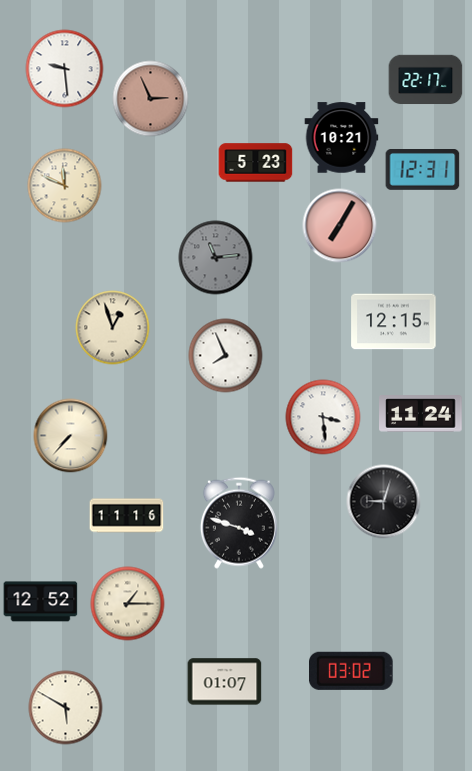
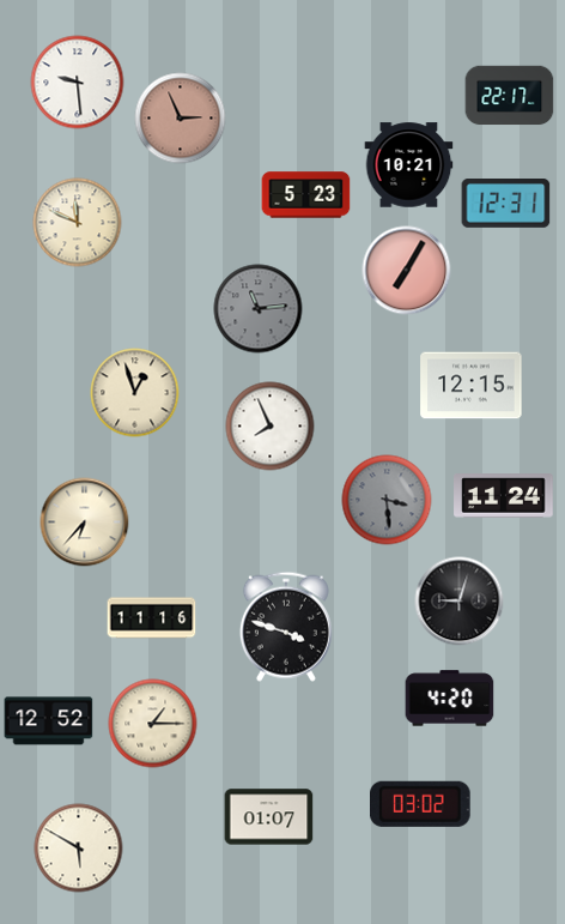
clock at (323, 417) dial: white -> grey
clock at (71, 436): 7:37 -> 6:37
clock at (450, 699): none -> 4:20
